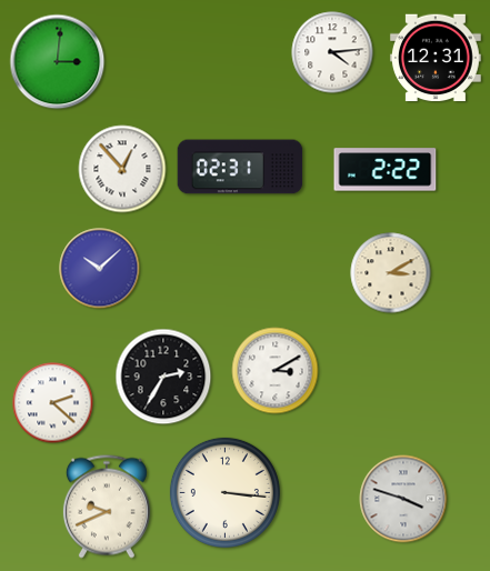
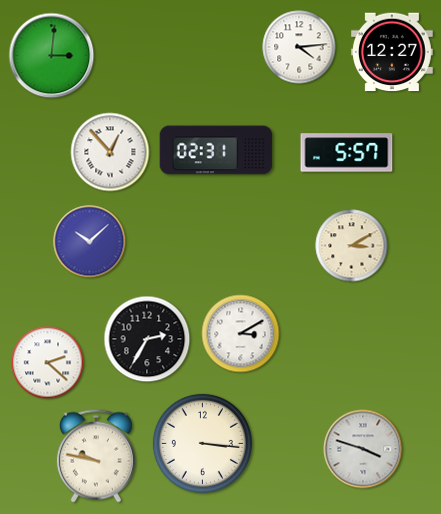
clock at (436, 58): 12:31 -> 12:27
clock at (386, 170): 2:22 -> 5:57
clock at (276, 371) position: (276, 371) -> (241, 334)
clock at (107, 507): 9:41 -> 9:47
